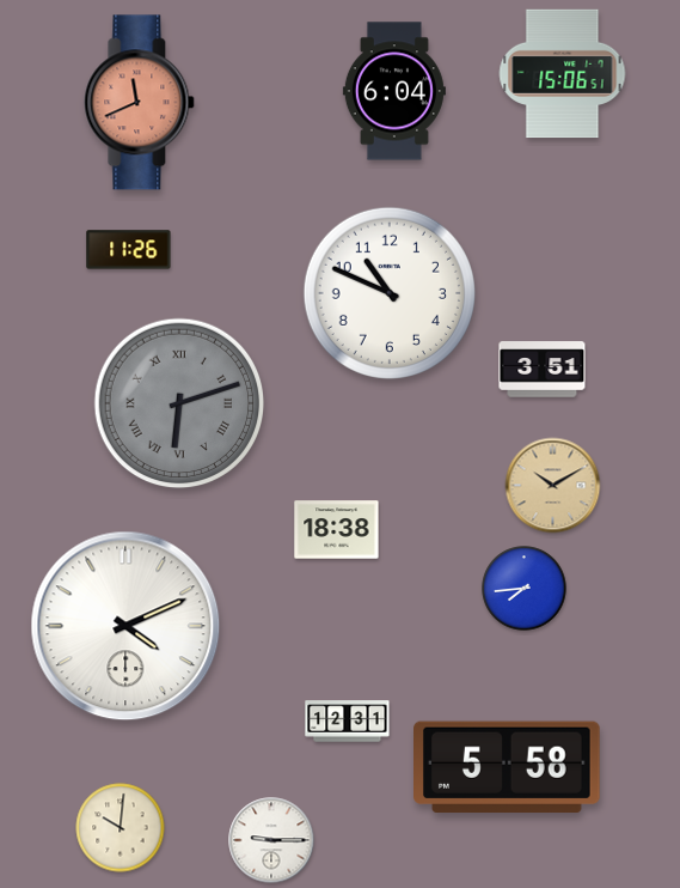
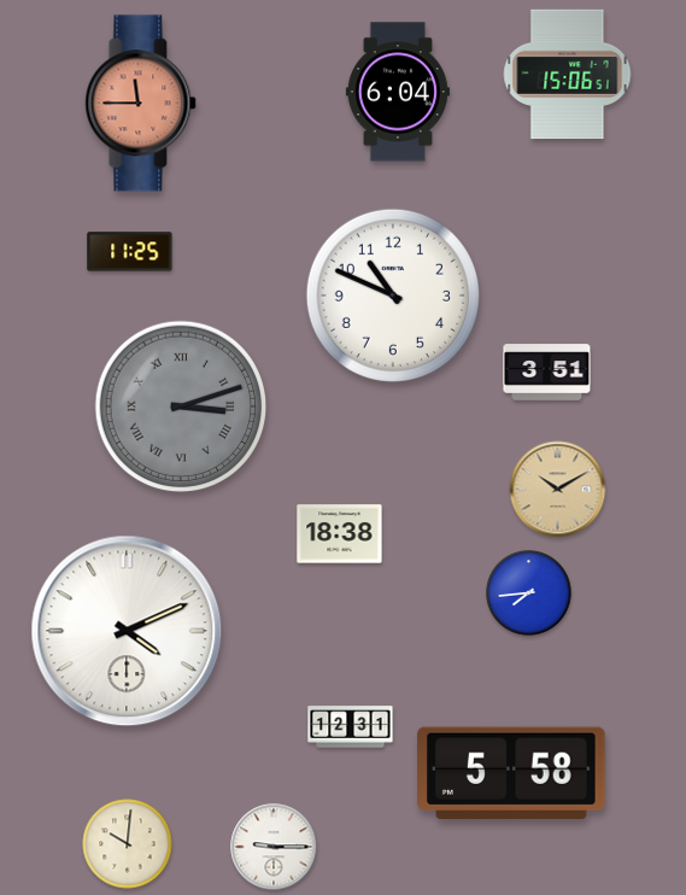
clock at (140, 103): 11:41 -> 11:45
clock at (129, 250): 11:26 -> 11:25
clock at (179, 403): 6:12 -> 3:12
clock at (121, 828) position: (121, 828) -> (128, 844)
